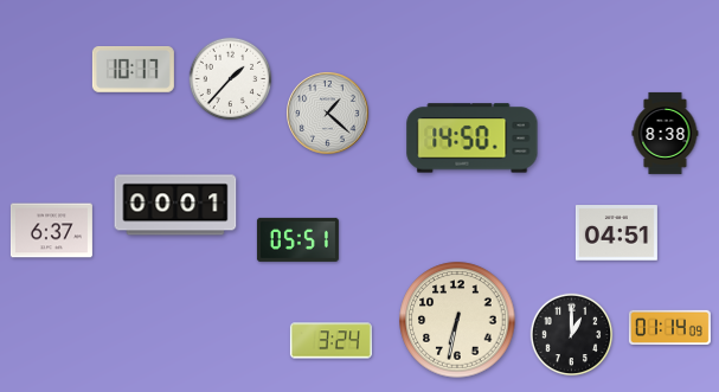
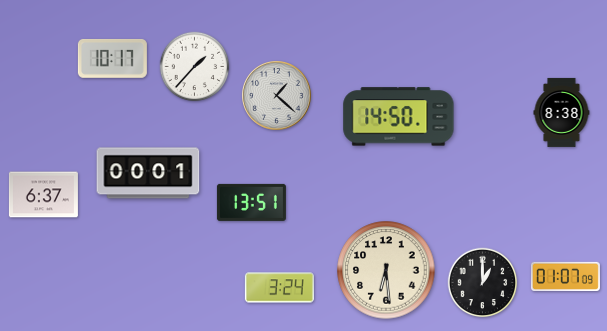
clock at (616, 233): 04:51 -> none
clock at (297, 239): 05:51 -> 13:51
clock at (457, 320): 6:32 -> 6:29
clock at (669, 328): 01:14 -> 01:07
